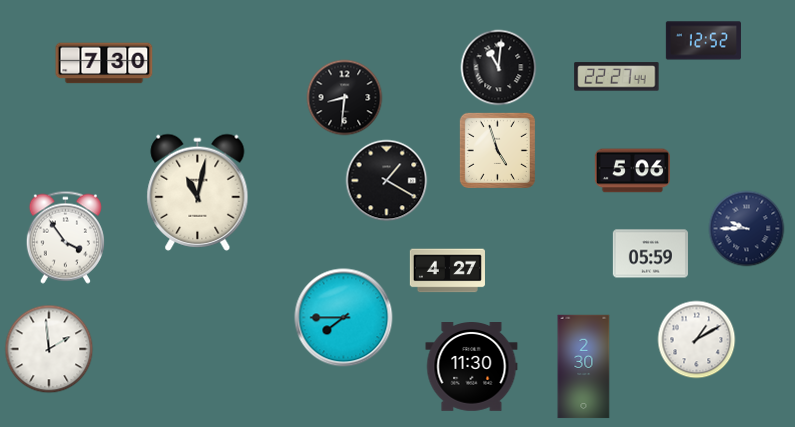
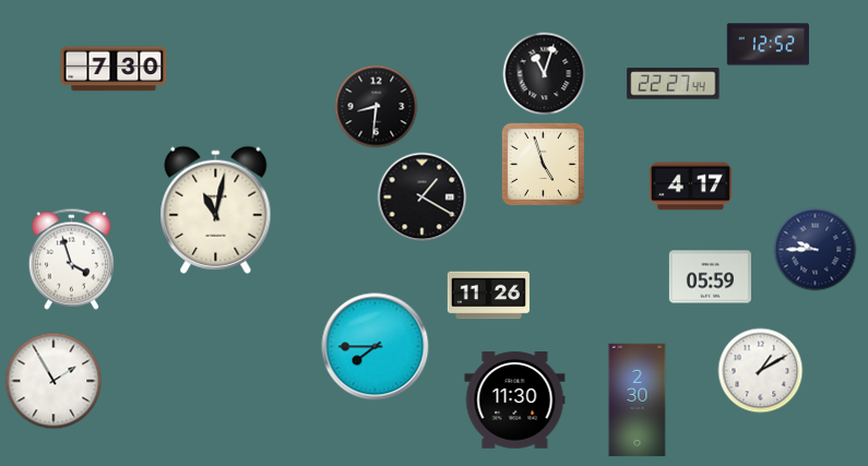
clock at (499, 68): 11:01 -> 11:03
clock at (632, 171): 5:06 -> 4:17
clock at (65, 237): 3:54 -> 3:57
clock at (447, 271): 4:27 -> 11:26
clock at (49, 349): 1:59 -> 1:55
